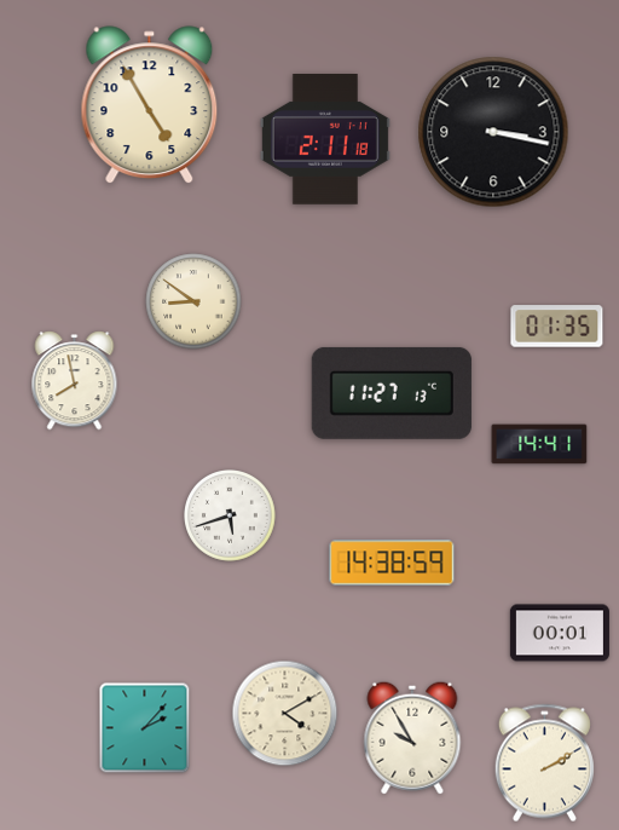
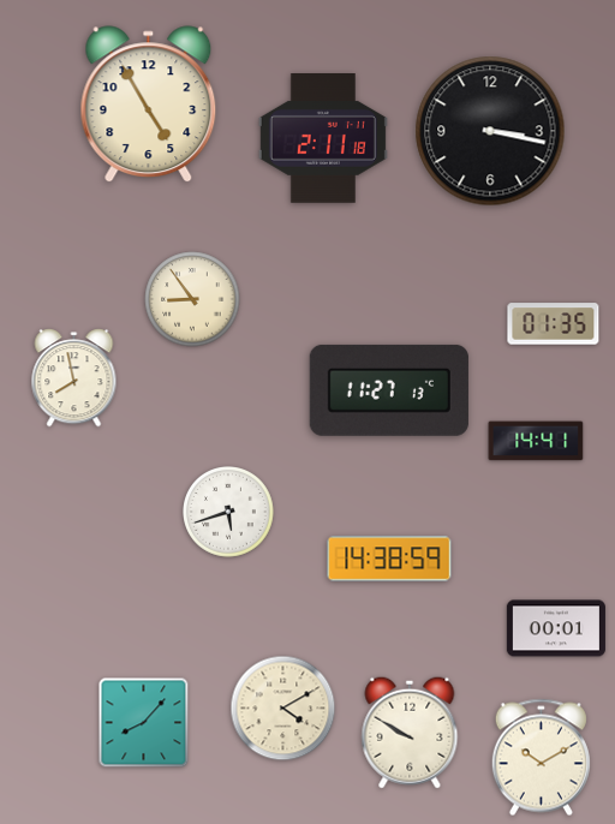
clock at (193, 301): 8:51 -> 8:54
clock at (145, 728): 2:07 -> 8:07
clock at (412, 738): 9:55 -> 9:50
clock at (544, 763): 2:10 -> 10:10
